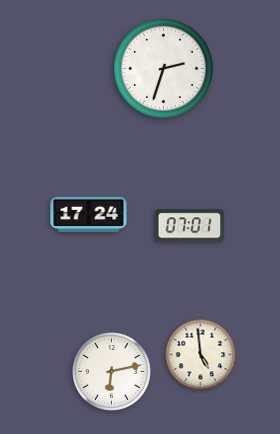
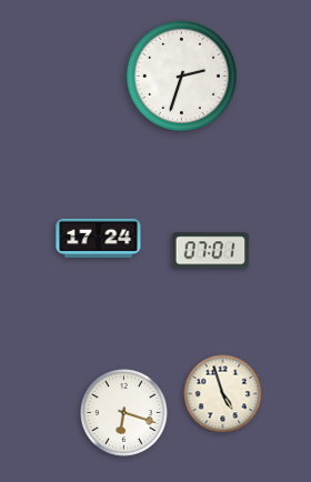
clock at (201, 355): 4:59 -> 4:57
clock at (112, 372): 6:13 -> 6:18
